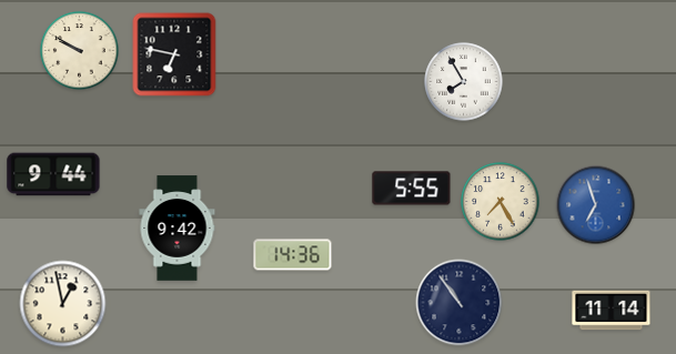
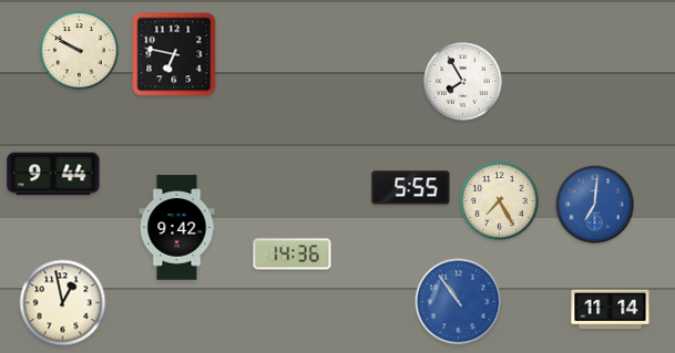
clock at (596, 205): 6:57 -> 7:01
clock at (460, 303) dial: navy -> blue
